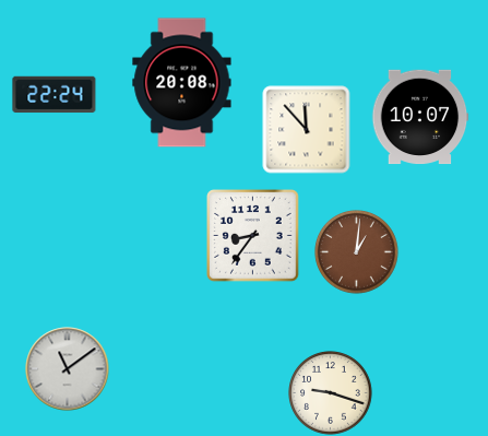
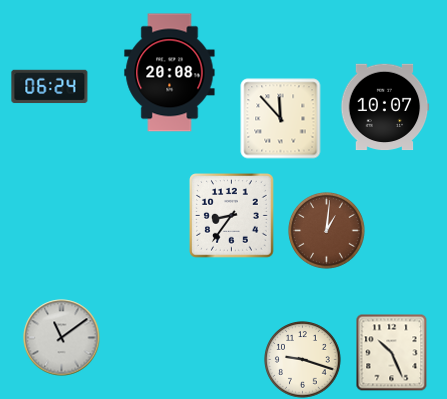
clock at (182, 83) position: (182, 83) -> (170, 73)
clock at (55, 95): 22:24 -> 06:24
clock at (392, 352): none -> 10:26
